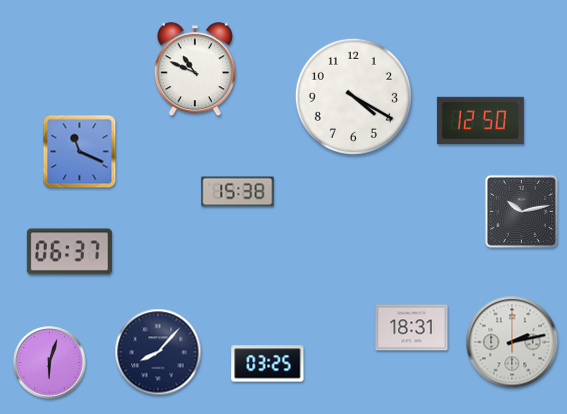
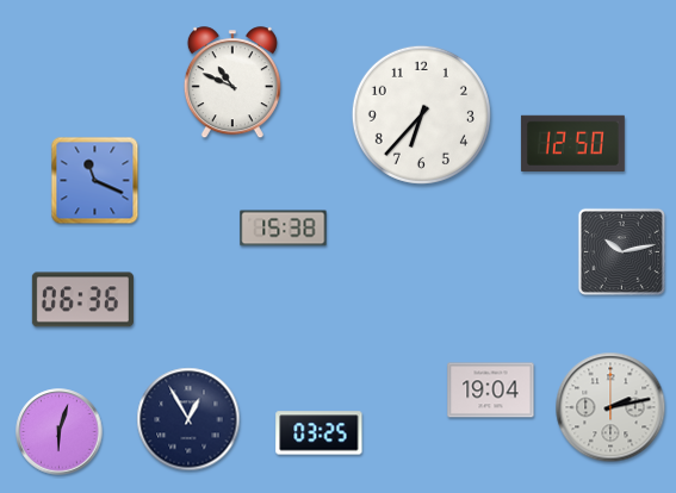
clock at (353, 96): 4:20 -> 6:37
clock at (69, 252): 06:37 -> 06:36
clock at (412, 328): 18:31 -> 19:04
clock at (158, 352): 8:07 -> 12:55
